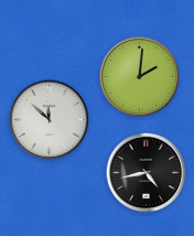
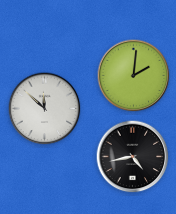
clock at (140, 77) position: (140, 77) -> (134, 76)
